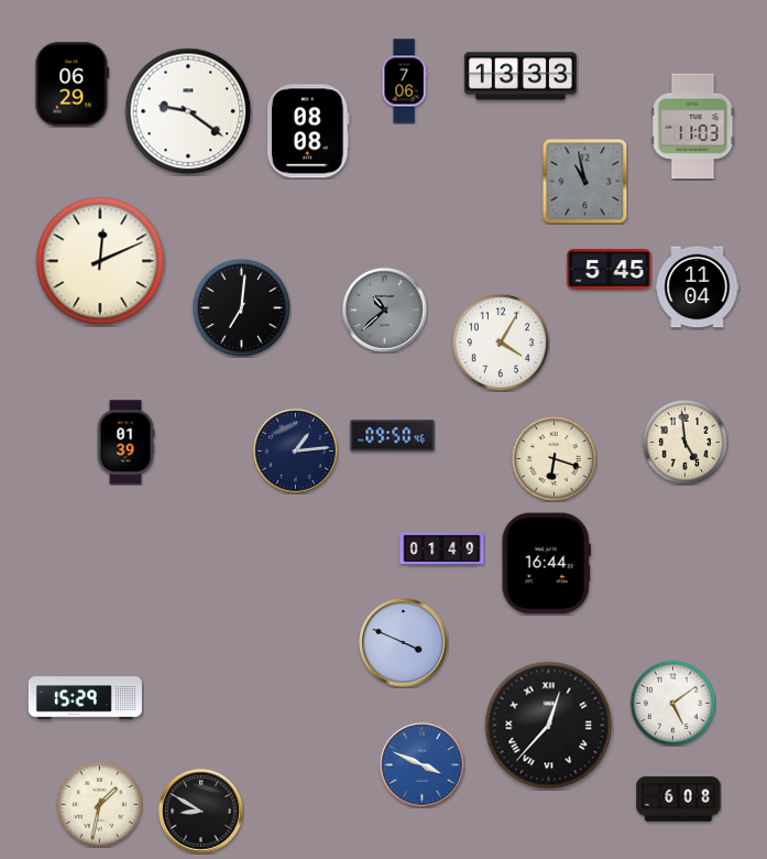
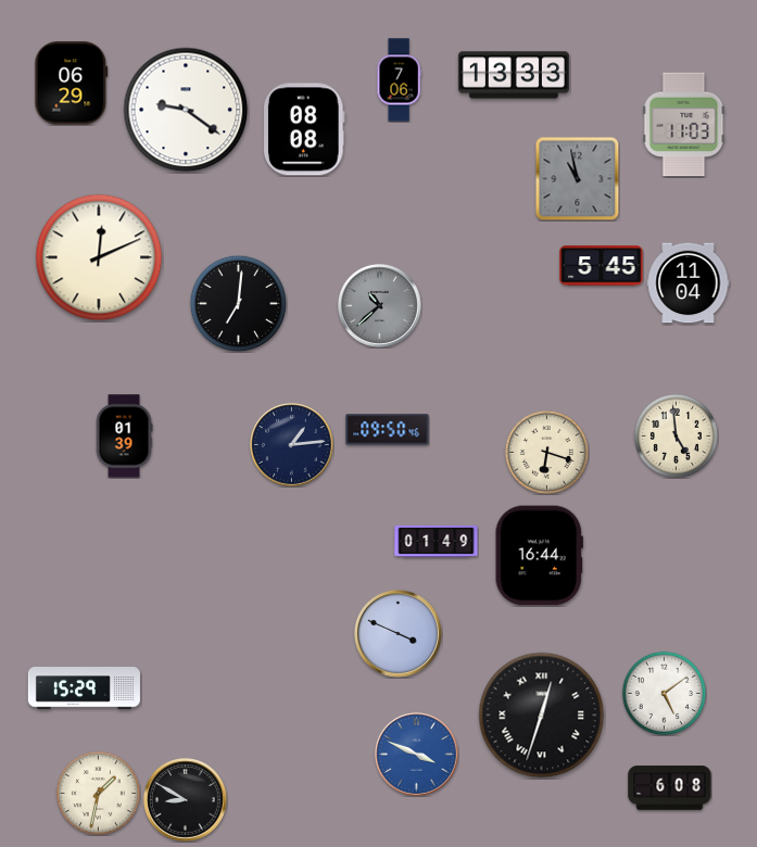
clock at (501, 342): 4:05 -> none
clock at (549, 726): 12:37 -> 12:33
clock at (201, 812) position: (201, 812) -> (186, 800)
